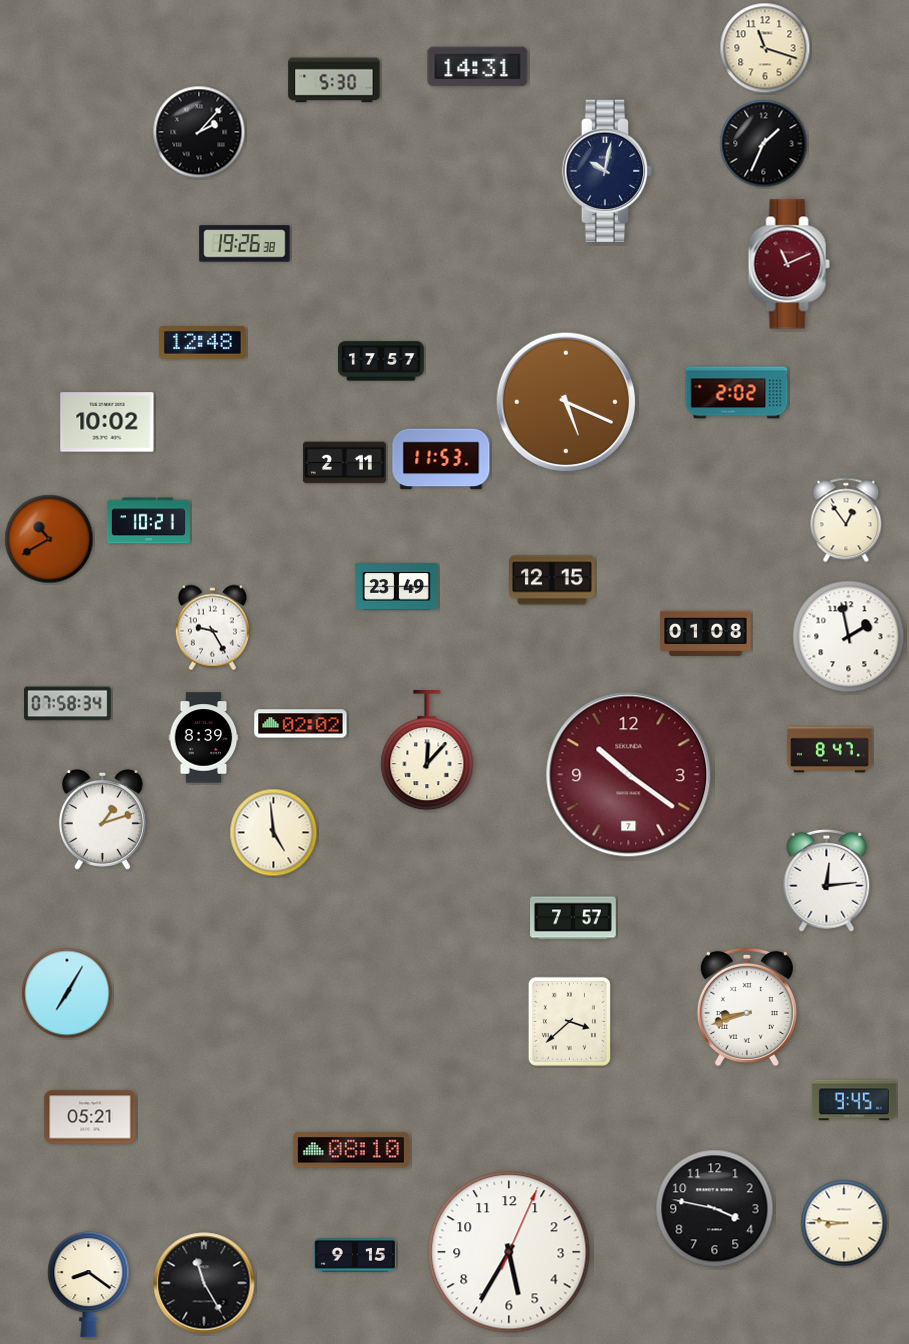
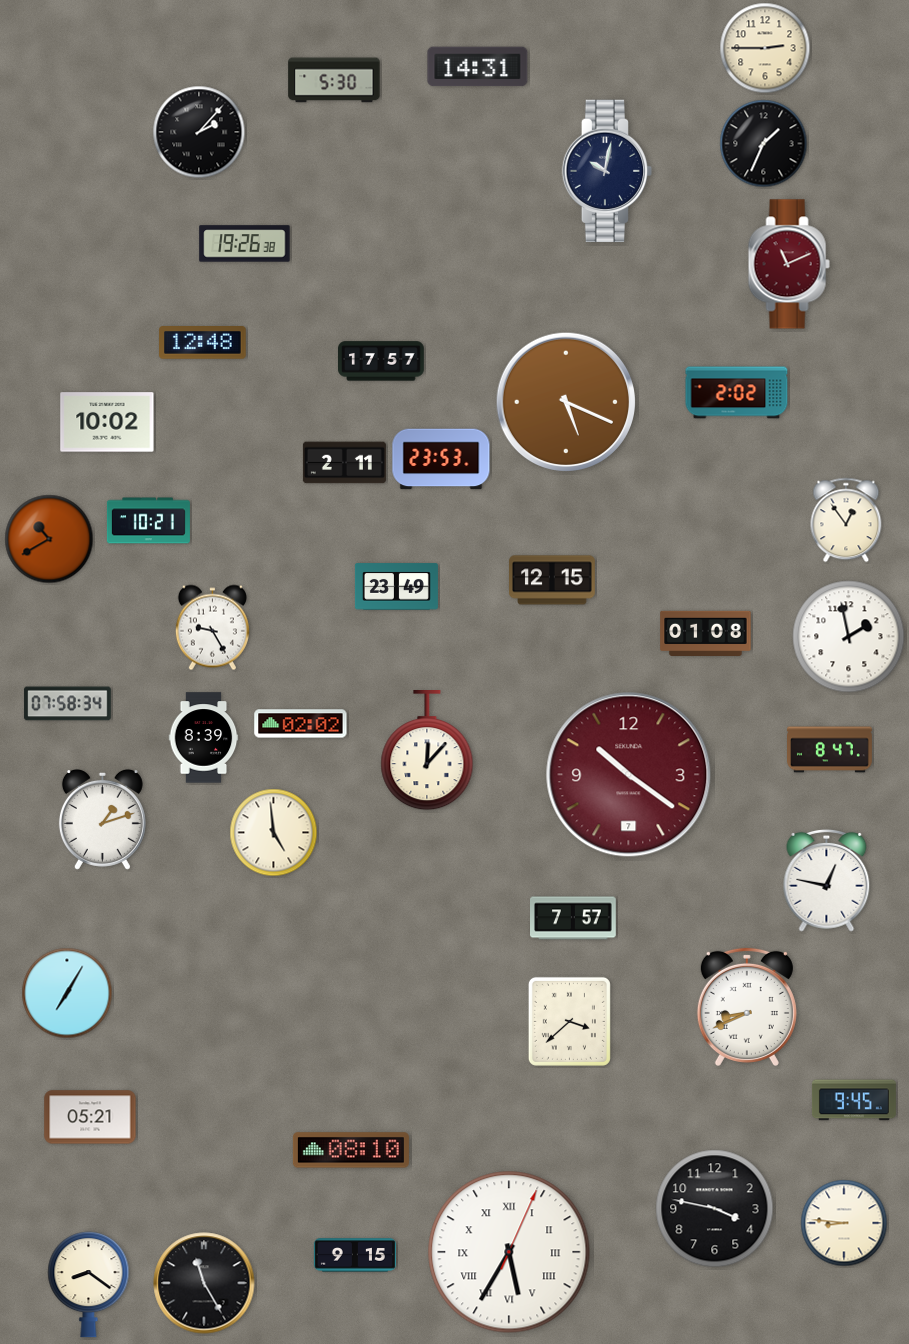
clock at (765, 48): 11:18 -> 2:45
clock at (441, 459): 11:53 -> 23:53
clock at (827, 880): 12:14 -> 12:47
clock at (747, 1007): 8:42 -> 8:41
clock at (509, 1252) numerals: Arabic -> Roman
